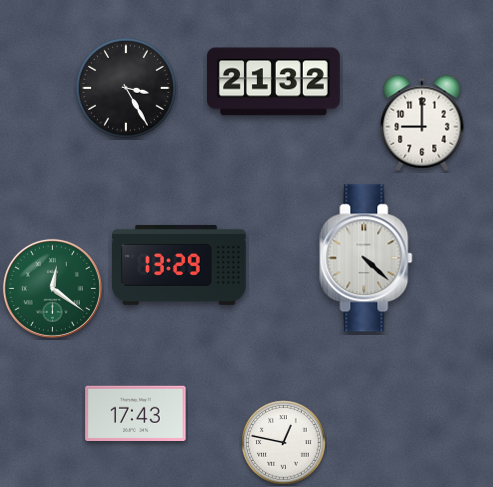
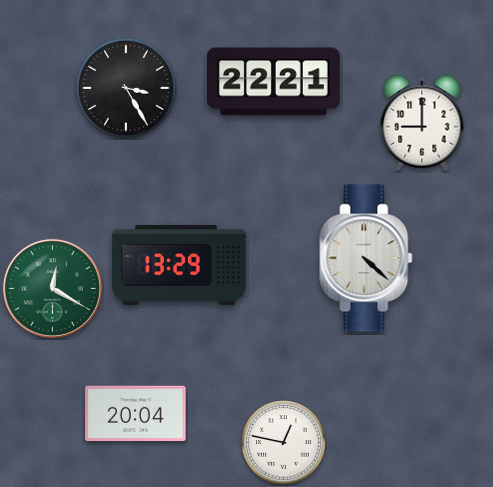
clock at (274, 82): 21:32 -> 22:21
clock at (52, 288): 12:21 -> 12:20
clock at (136, 413): 17:43 -> 20:04
